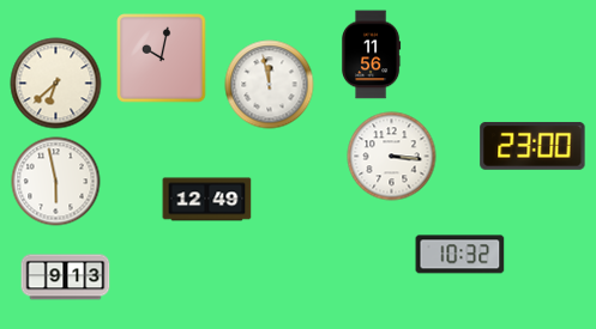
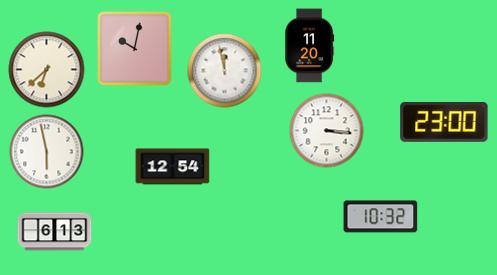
clock at (372, 55): 11:56 -> 11:20
clock at (207, 200): 12:49 -> 12:54
clock at (460, 255) position: (460, 255) -> (381, 217)
clock at (66, 278): 9:13 -> 6:13
